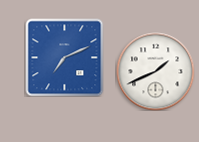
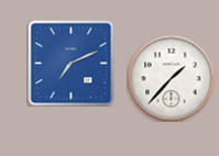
clock at (155, 71): 1:41 -> 1:37
